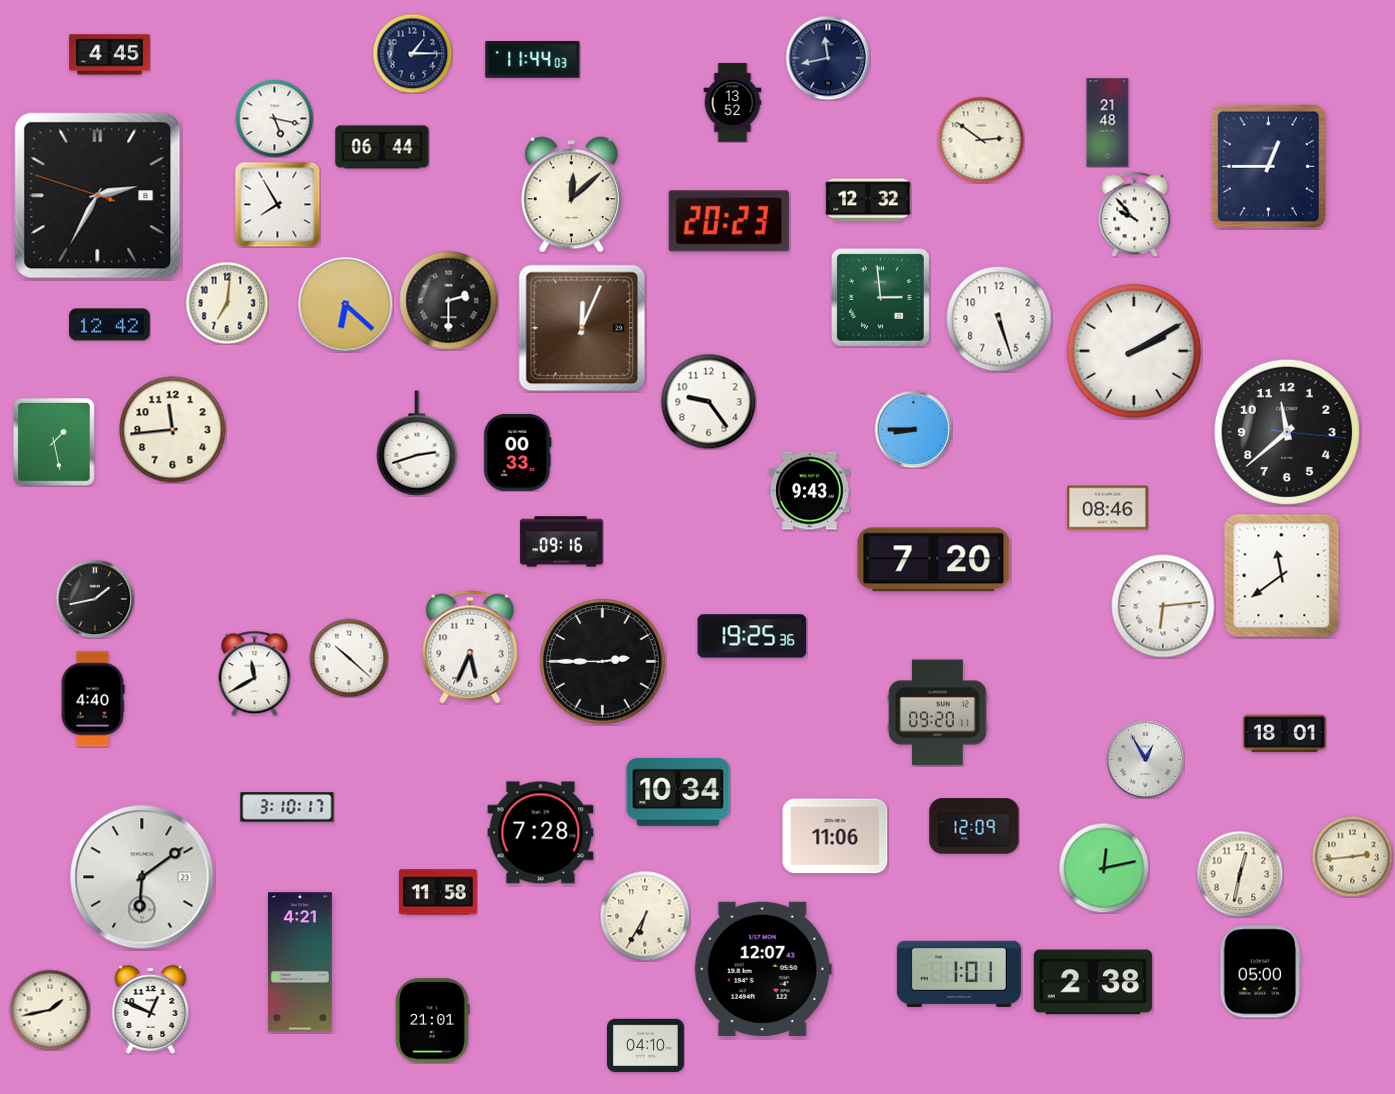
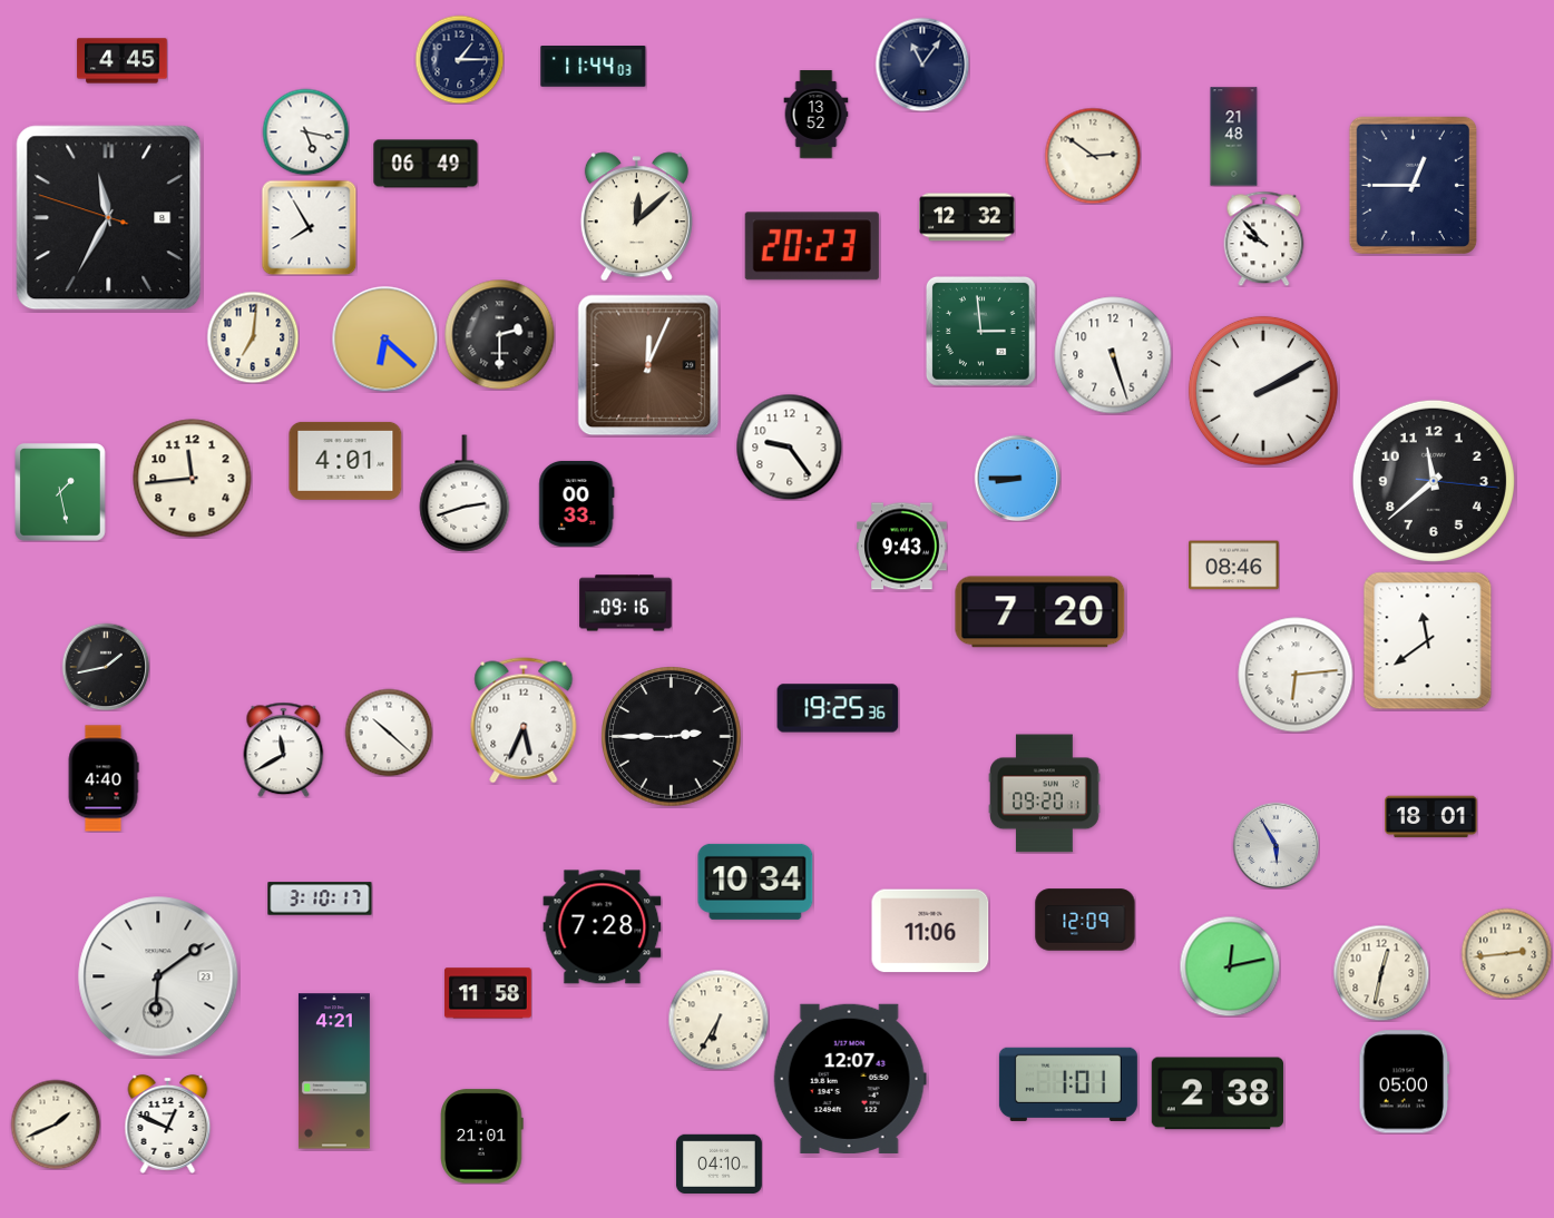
clock at (828, 58): 11:43 -> 11:06
clock at (382, 147): 06:44 -> 06:49
clock at (98, 196): 2:34 -> 11:34
clock at (868, 200) position: (868, 200) -> (967, 217)
clock at (110, 325): 12:42 -> none
clock at (345, 461): none -> 4:01
clock at (934, 560) position: (934, 560) -> (1040, 612)
clock at (1145, 759): 12:55 -> 5:55
clock at (50, 1010): 1:43 -> 1:41
